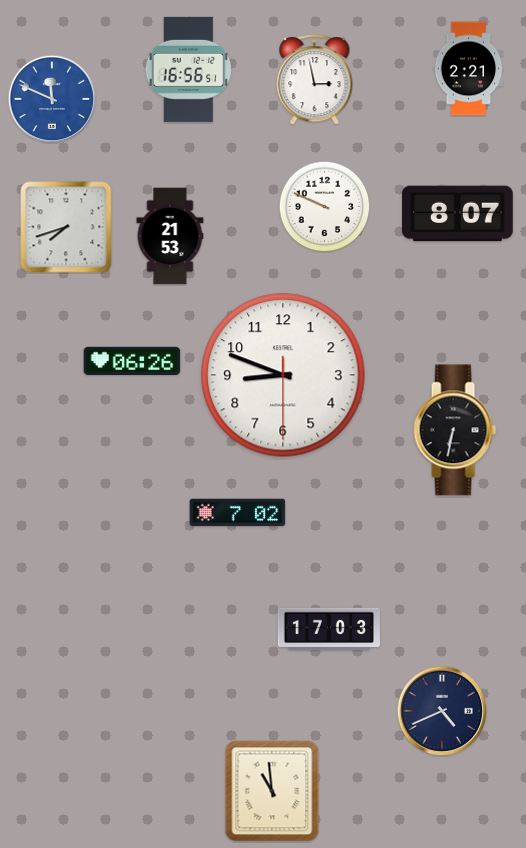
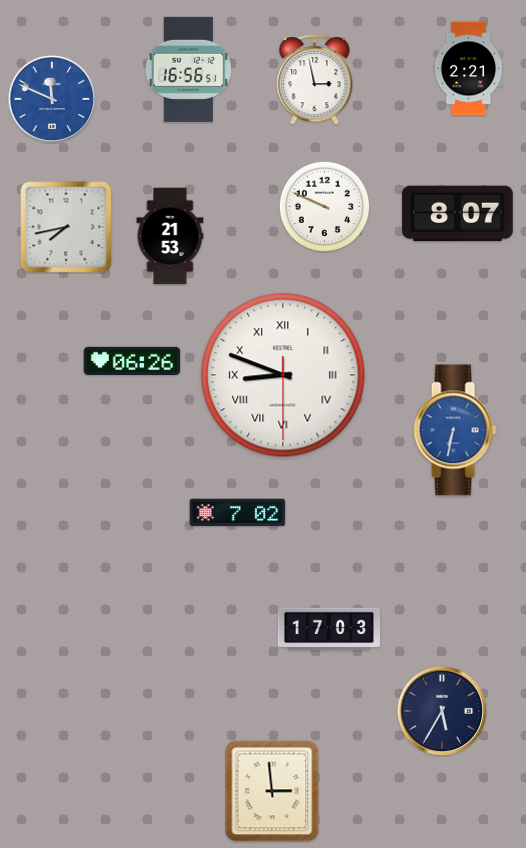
clock at (66, 227): 7:42 -> 7:43
clock at (283, 375) numerals: Arabic -> Roman
clock at (455, 430) dial: black -> blue
clock at (442, 711): 4:41 -> 5:35
clock at (272, 791): 10:59 -> 2:59
